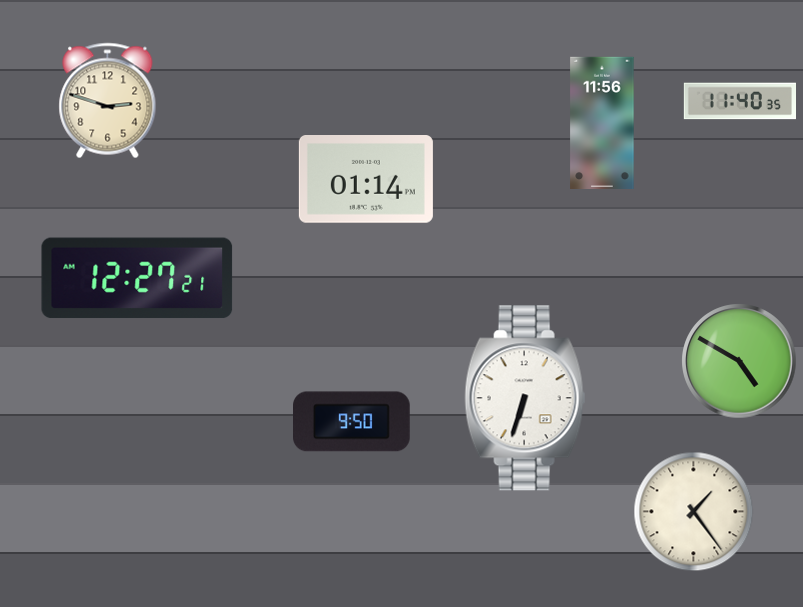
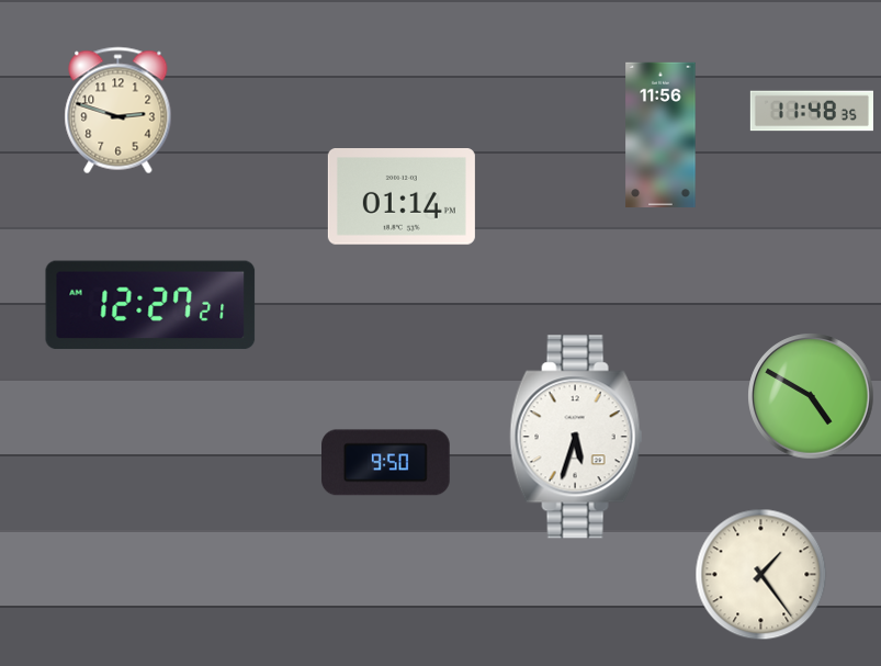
clock at (739, 101): 11:40 -> 11:48
clock at (525, 398): 6:33 -> 5:33
clock at (694, 512) position: (694, 512) -> (761, 575)
